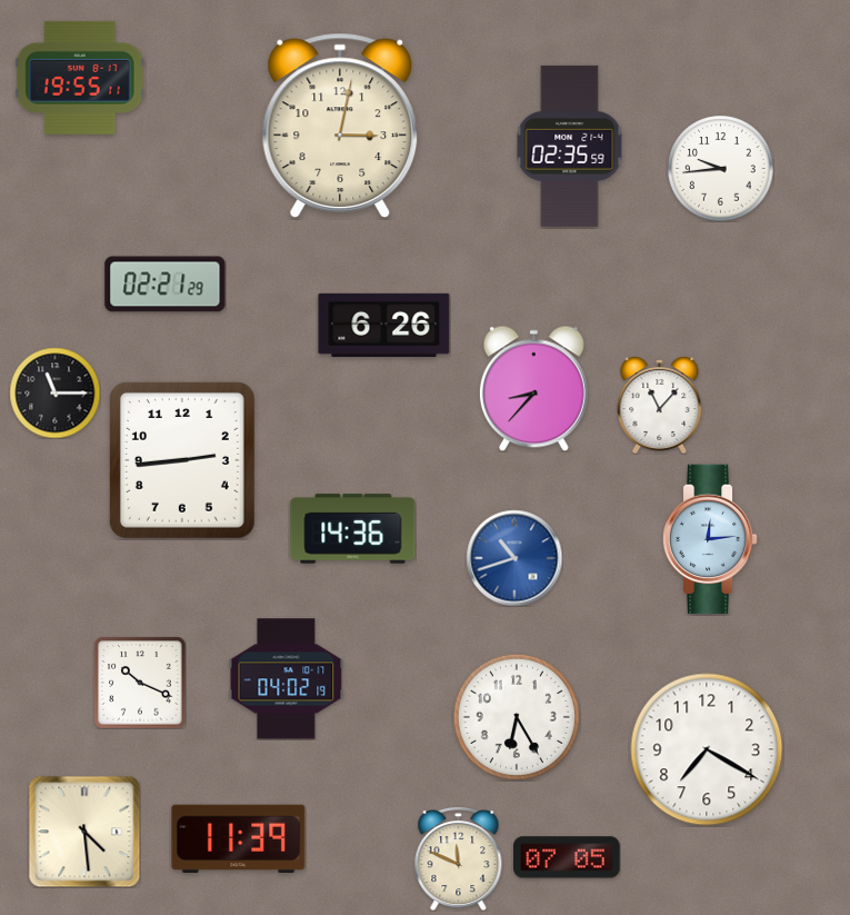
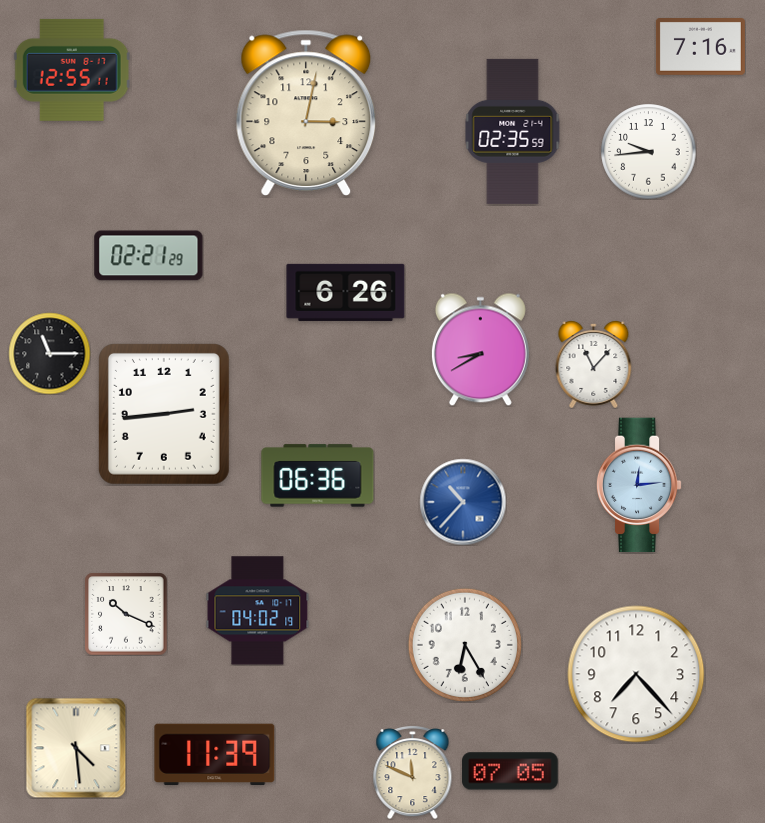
clock at (700, 47): none -> 7:16
clock at (80, 78): 19:55 -> 12:55
clock at (533, 388): 8:37 -> 8:40
clock at (353, 529): 14:36 -> 06:36
clock at (514, 558): 10:42 -> 10:37
clock at (707, 749): 7:20 -> 7:23
